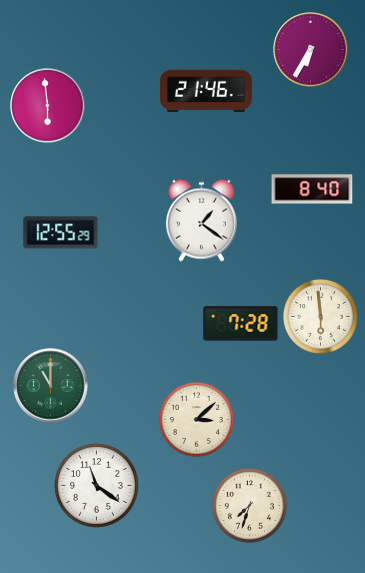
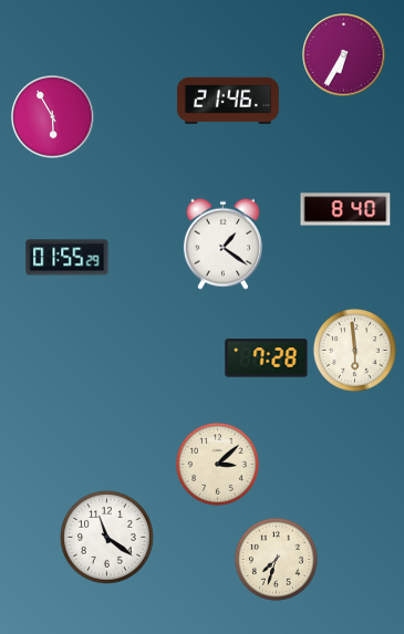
clock at (48, 106): 5:59 -> 5:55
clock at (61, 233): 12:55 -> 01:55
clock at (51, 386): 11:00 -> none
